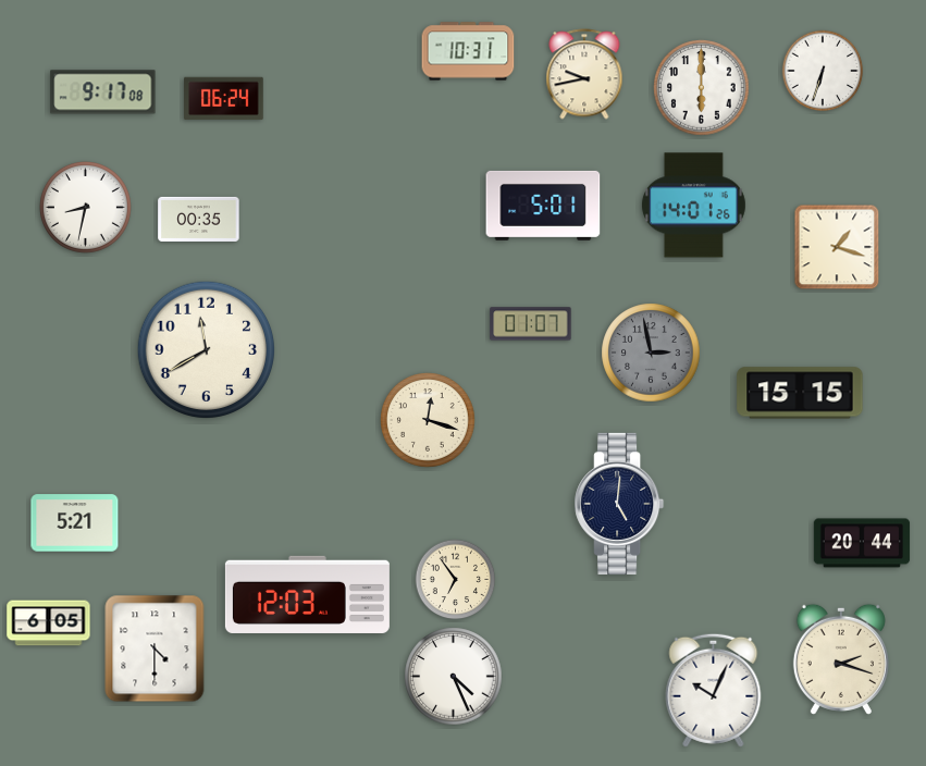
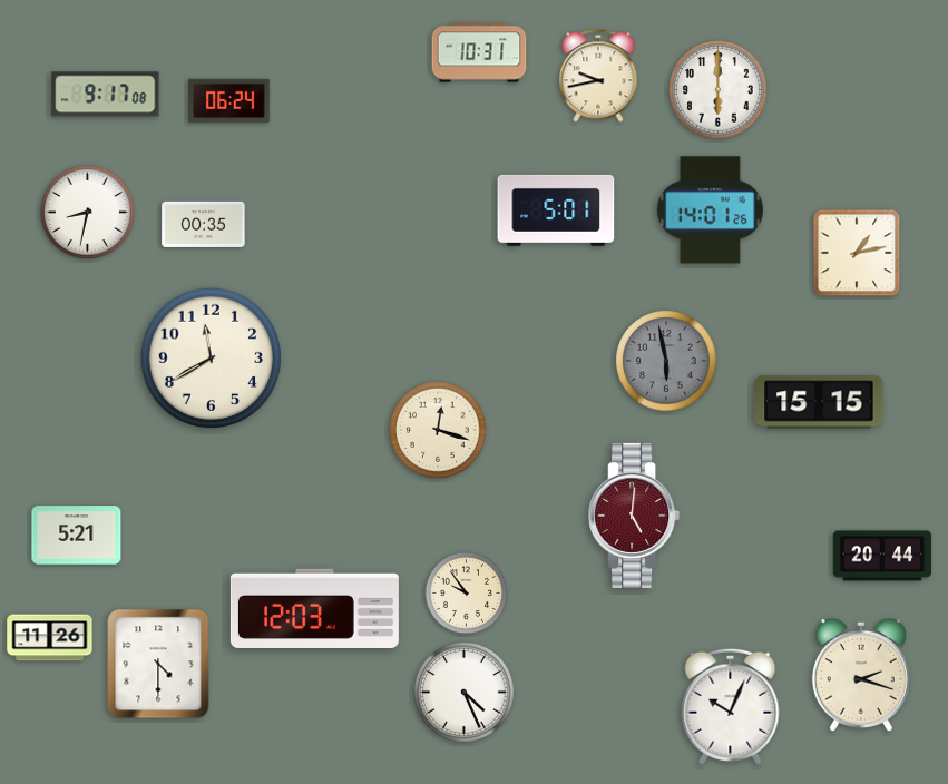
clock at (823, 71): 6:33 -> none
clock at (837, 247): 1:18 -> 1:13
clock at (531, 324): 01:07 -> none
clock at (651, 353): 2:58 -> 5:58
clock at (619, 504) dial: navy -> burgundy
clock at (456, 580): 6:54 -> 9:54
clock at (49, 623): 6:05 -> 11:26
